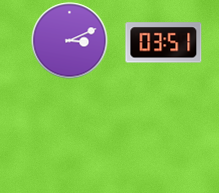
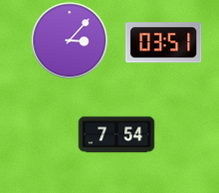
clock at (70, 41): 3:11 -> 3:07
clock at (117, 135): none -> 7:54
